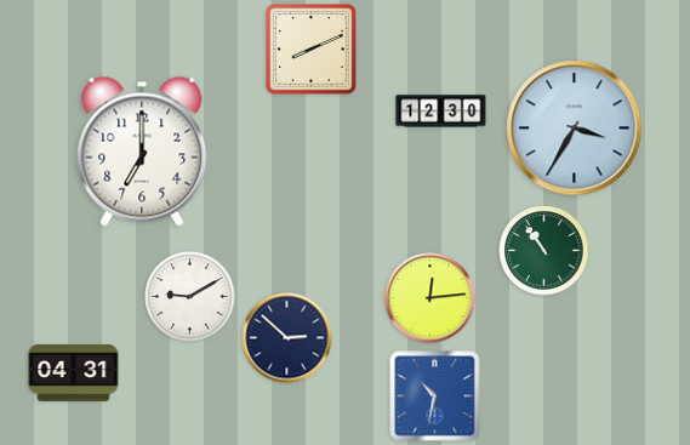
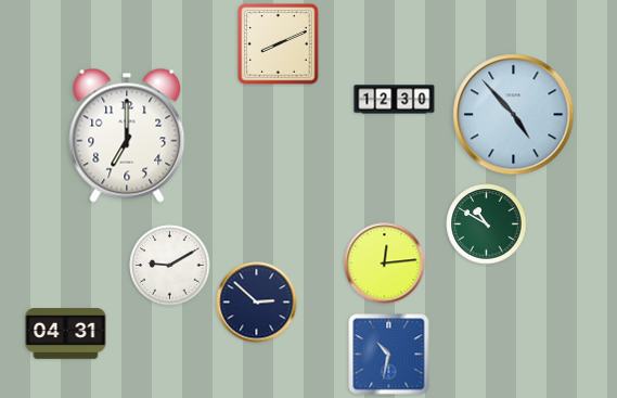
clock at (575, 129): 3:35 -> 4:53
clock at (544, 251): 10:54 -> 10:50
clock at (430, 298) position: (430, 298) -> (385, 264)
